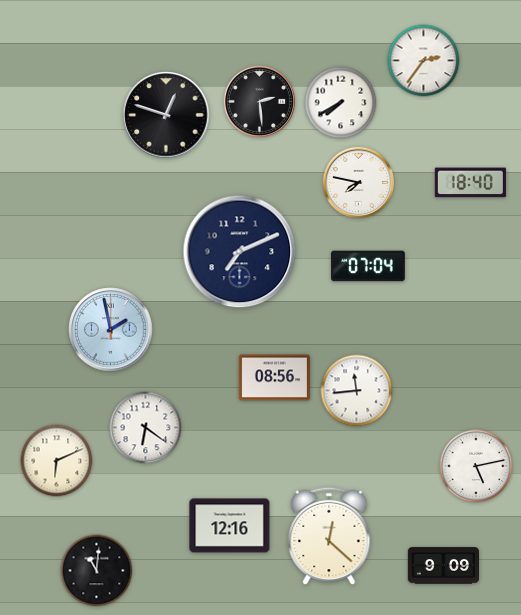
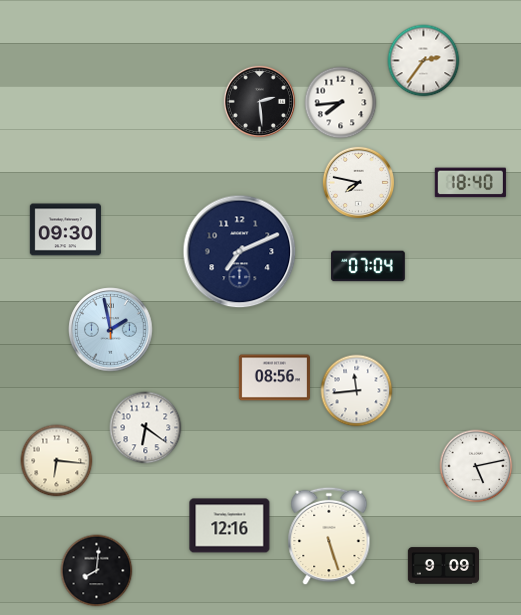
clock at (341, 103): 7:40 -> 7:44
clock at (166, 115): 12:48 -> none
clock at (65, 230): none -> 09:30
clock at (57, 461): 6:11 -> 6:16
clock at (329, 536): 12:22 -> 5:27
clock at (97, 571): 11:01 -> 8:01
